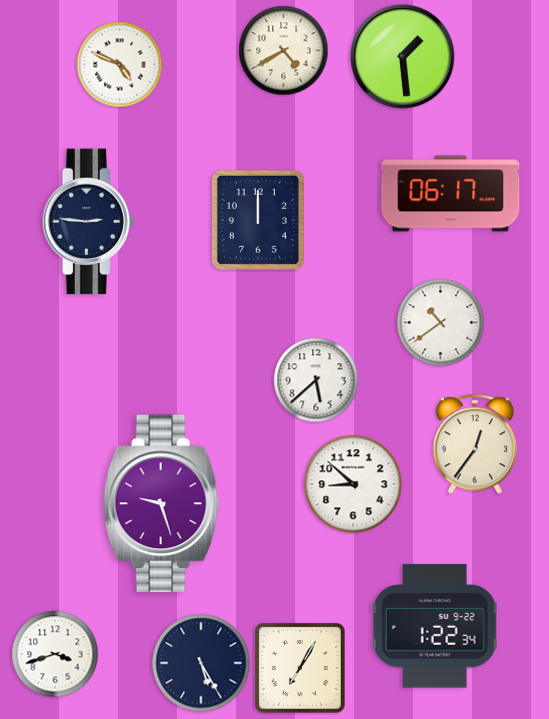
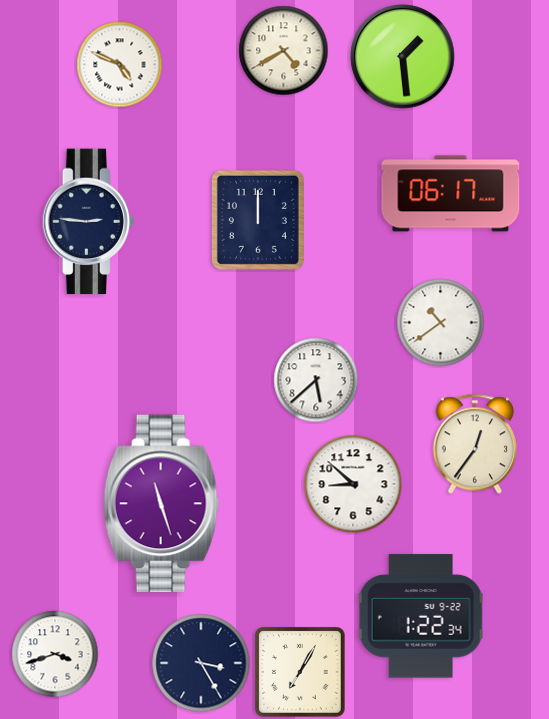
clock at (161, 504): 9:27 -> 11:27
clock at (435, 626) position: (435, 626) -> (421, 616)
clock at (201, 663): 5:25 -> 3:25
clock at (300, 668) position: (300, 668) -> (300, 672)
